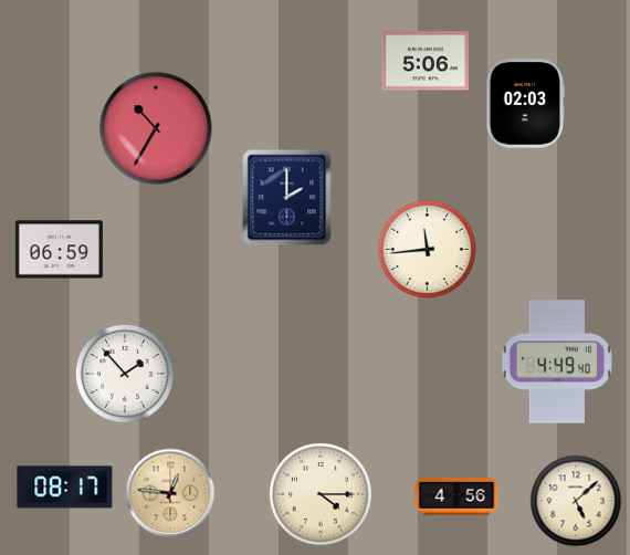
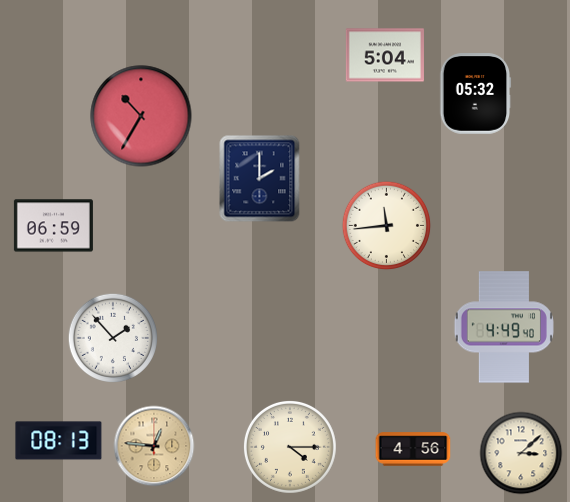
clock at (426, 61): 5:06 -> 5:04
clock at (526, 104): 02:03 -> 05:32
clock at (65, 488): 08:17 -> 08:13
clock at (576, 501): 5:08 -> 3:08
